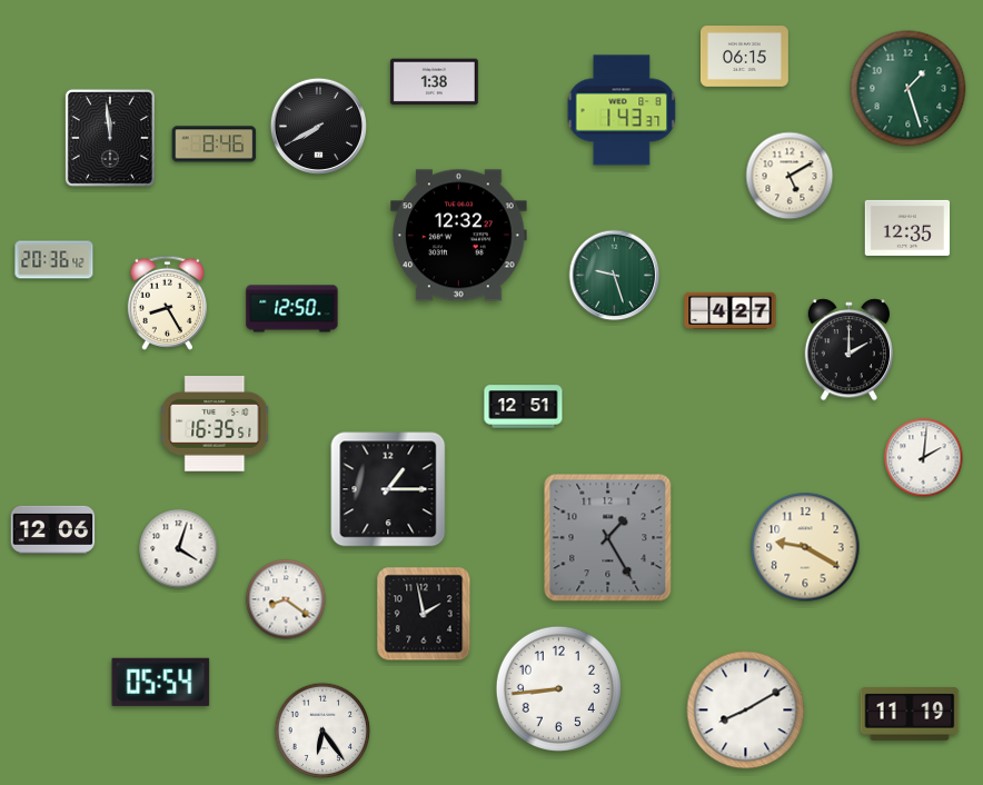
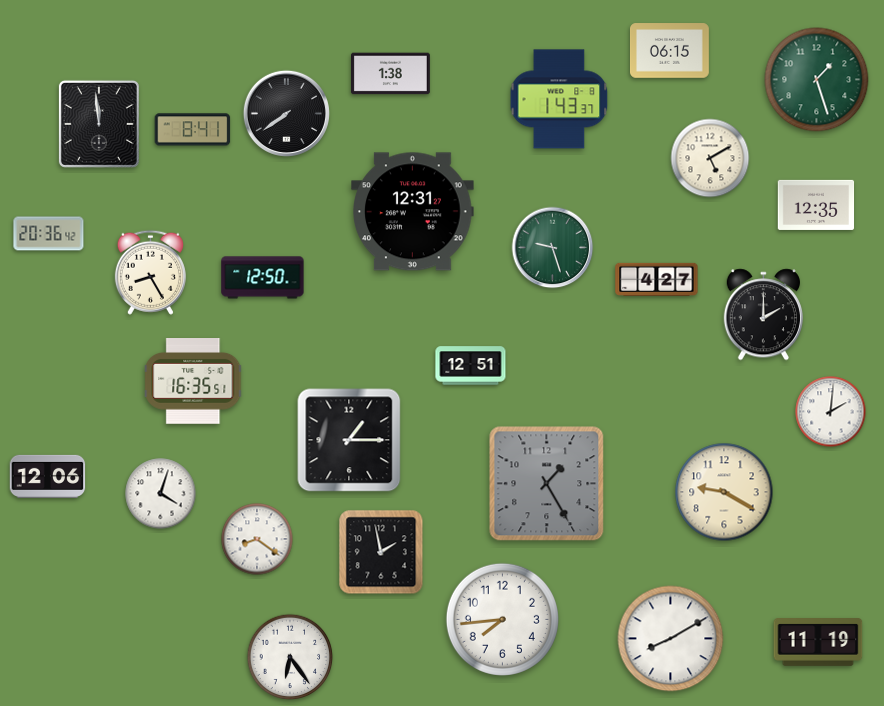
clock at (318, 126): 7:40 -> 7:39
clock at (215, 145): 8:46 -> 8:41
clock at (459, 236): 12:32 -> 12:31
clock at (161, 682): 05:54 -> none
clock at (558, 688): 8:44 -> 7:44
